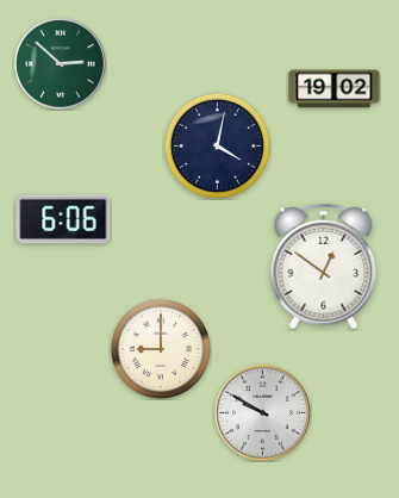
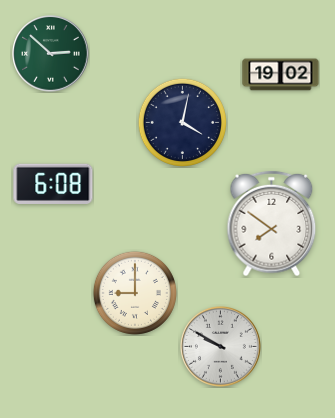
clock at (63, 219): 6:06 -> 6:08
clock at (324, 267): 12:51 -> 7:51
